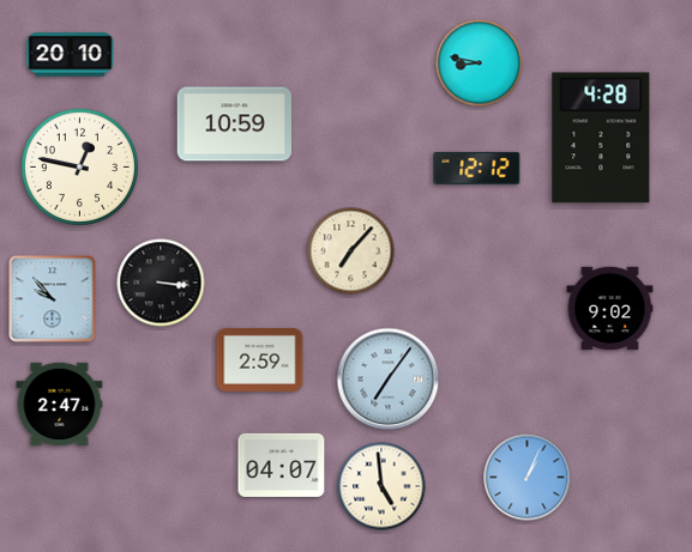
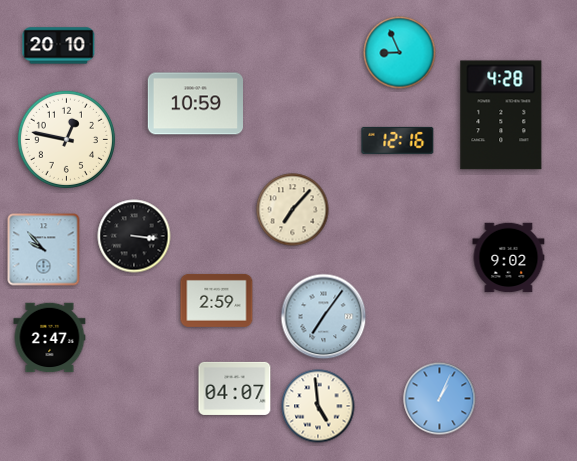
clock at (480, 63): 8:47 -> 8:56
clock at (477, 168): 12:12 -> 12:16
